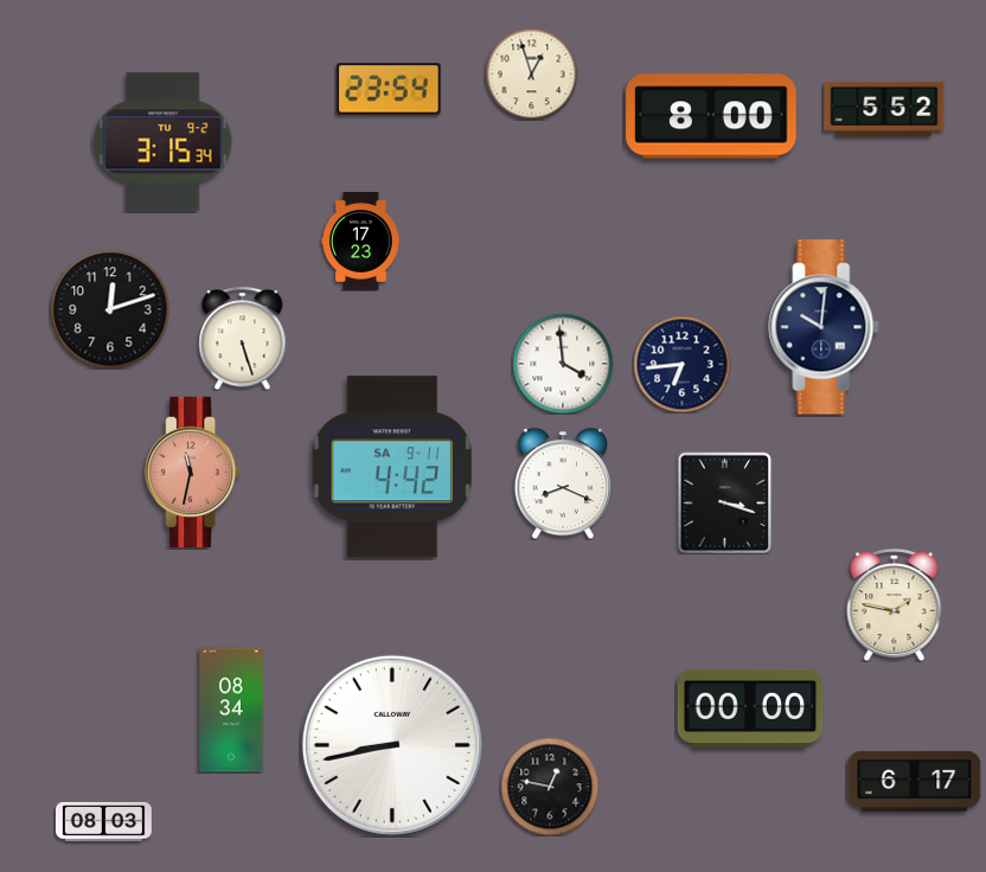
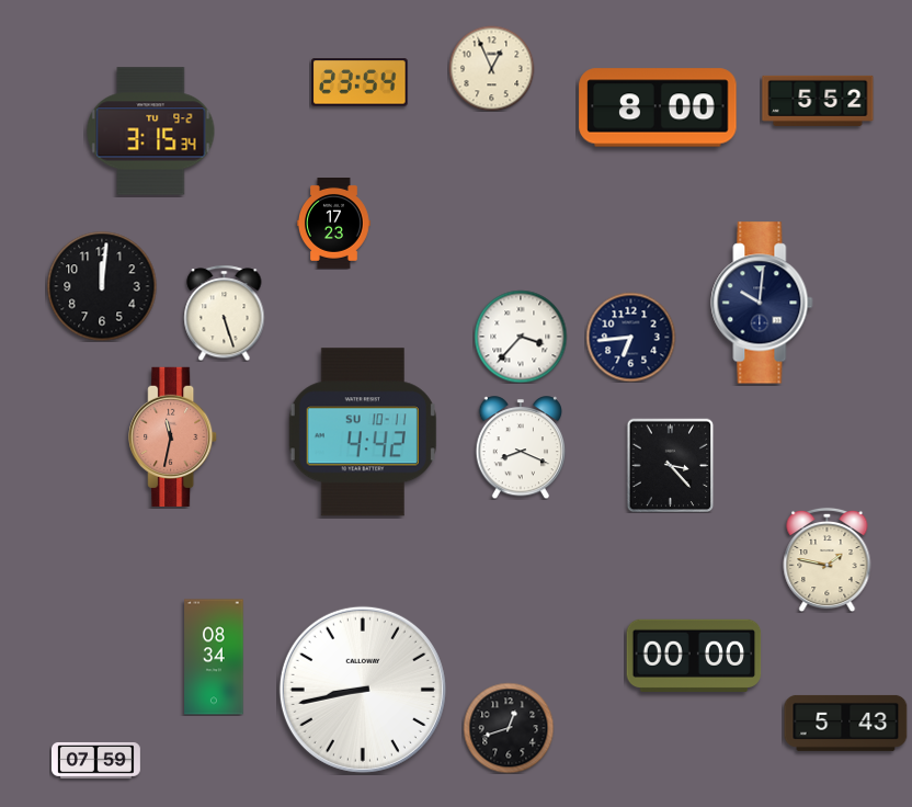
clock at (531, 73): 12:57 -> 12:56
clock at (110, 309): 12:12 -> 12:01
clock at (563, 364): 3:59 -> 3:37
clock at (392, 467) date: SA 9-11 -> SU 10-11
clock at (193, 472) position: (193, 472) -> (173, 436)
clock at (725, 502): 3:18 -> 3:23
clock at (915, 781): 6:17 -> 5:43
clock at (550, 787): 12:47 -> 12:42
clock at (103, 821): 08:03 -> 07:59
